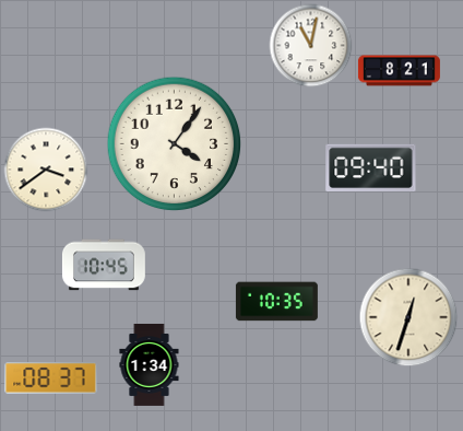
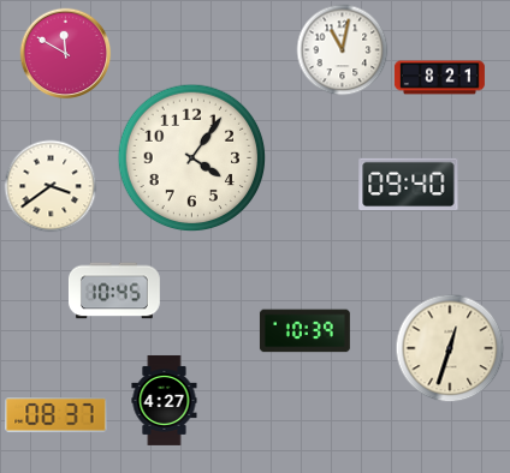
clock at (66, 54): none -> 11:50
clock at (276, 302): 10:35 -> 10:39
clock at (150, 364): 1:34 -> 4:27
